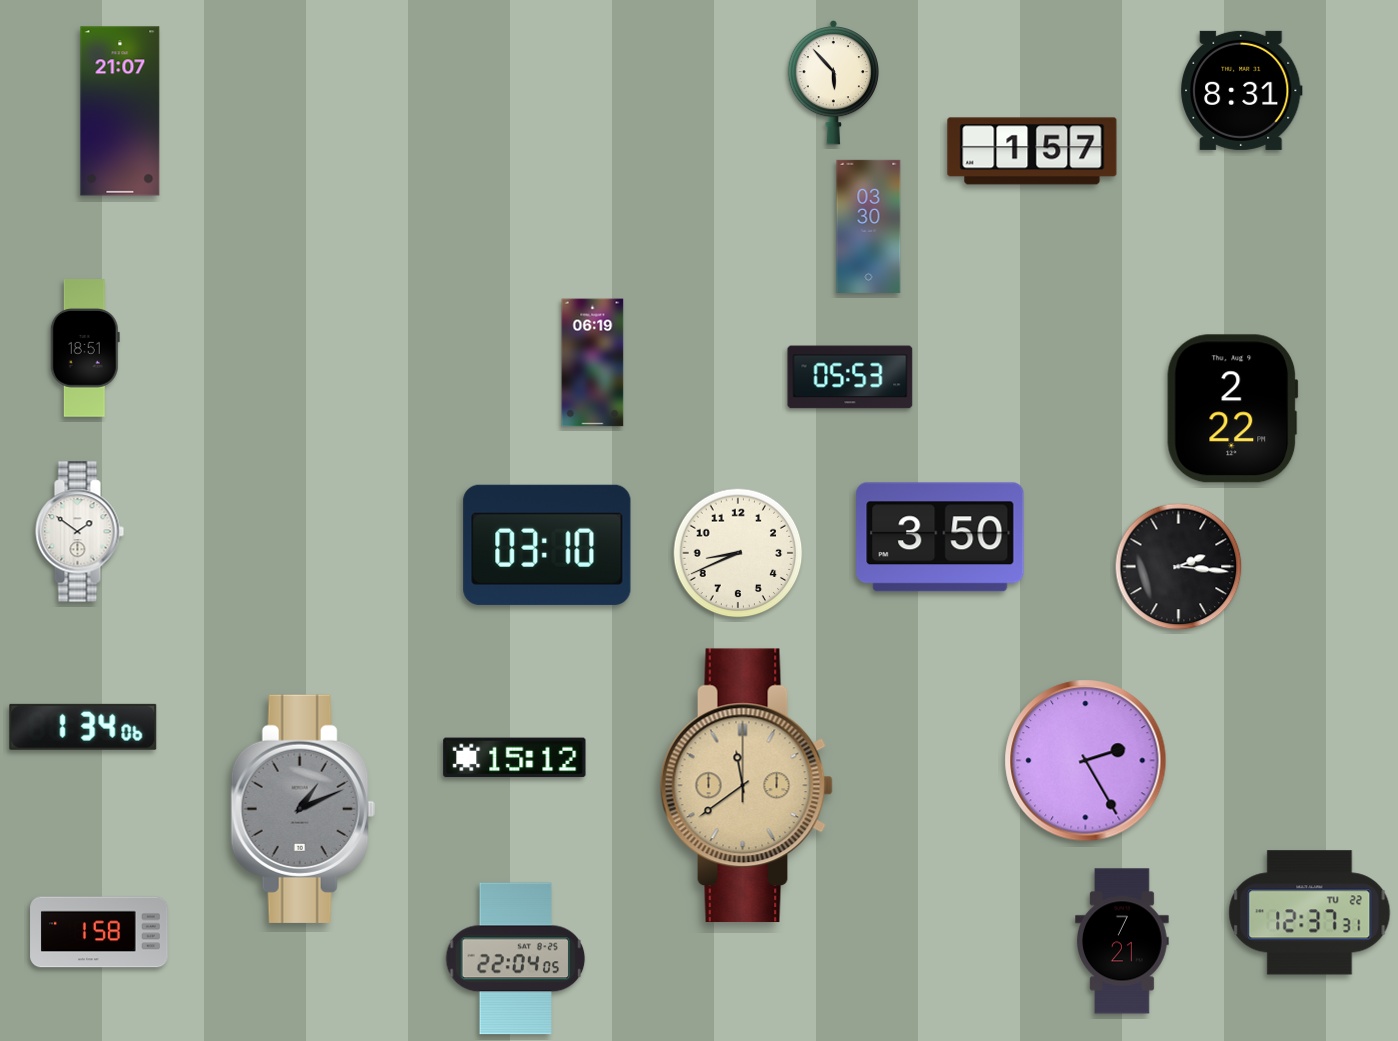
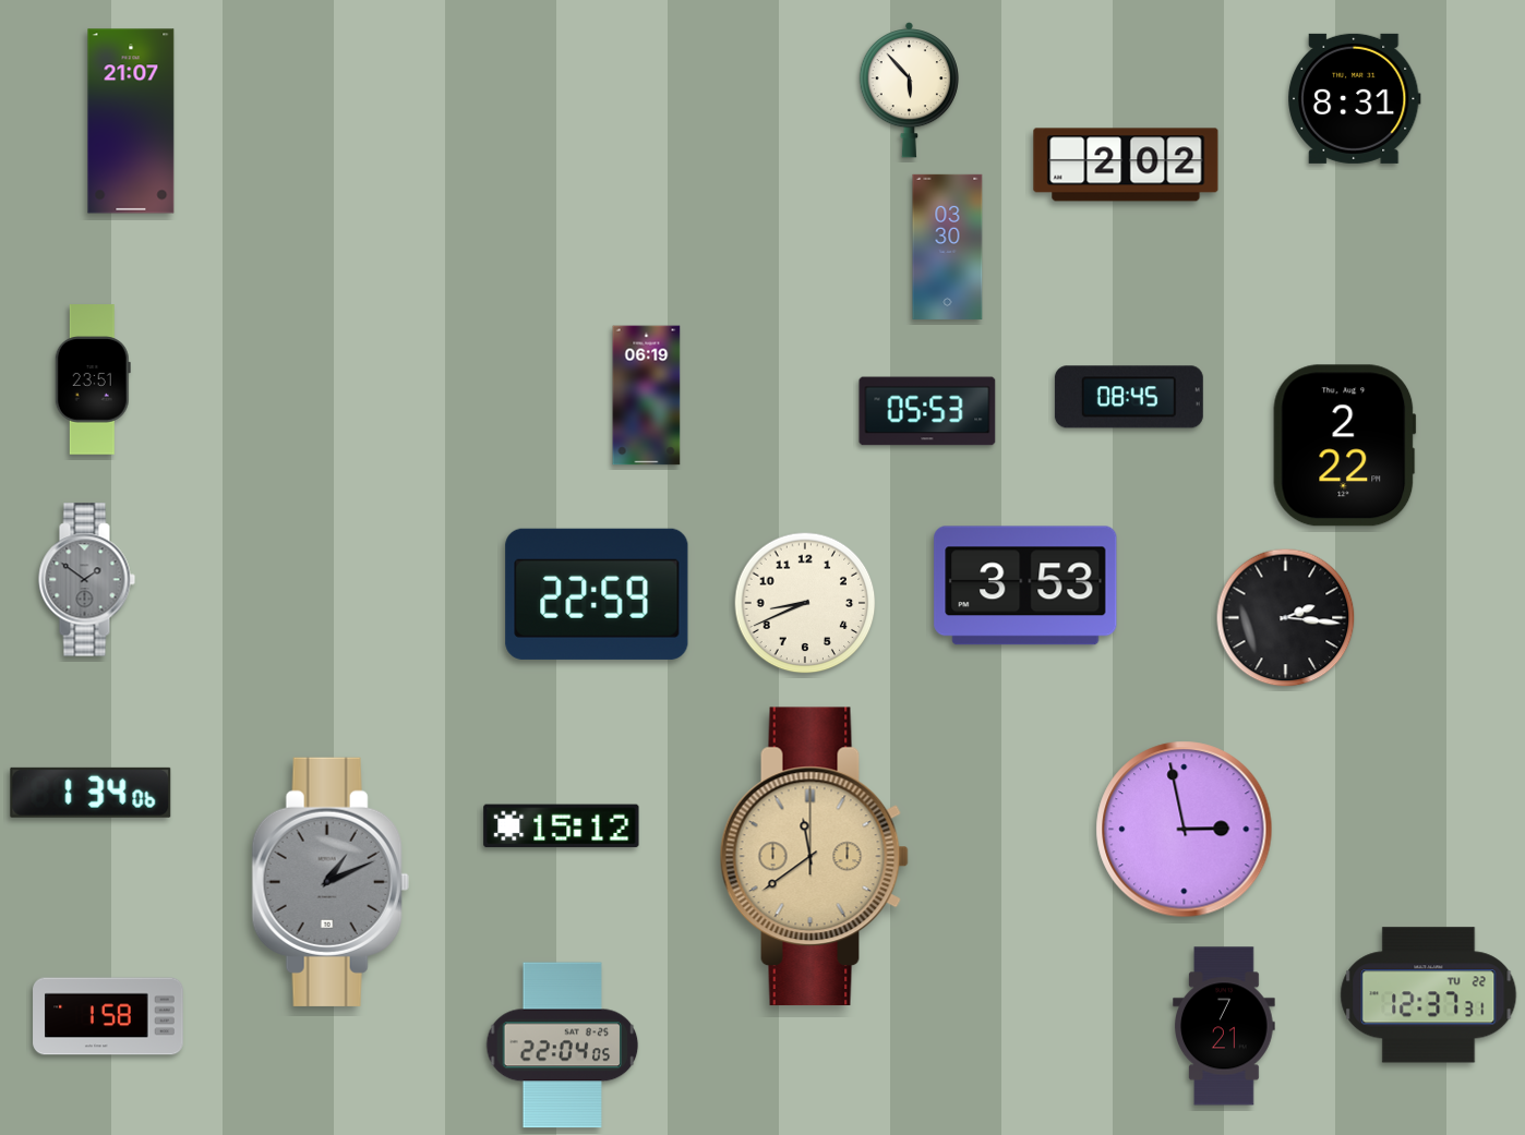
clock at (1032, 151): 1:57 -> 2:02
clock at (85, 348): 18:51 -> 23:51
clock at (1129, 397): none -> 08:45
clock at (79, 532) dial: white -> grey
clock at (940, 537): 3:50 -> 3:53
clock at (547, 545): 03:10 -> 22:59
clock at (1086, 761): 2:25 -> 2:58
